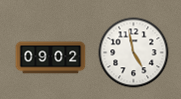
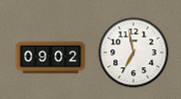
clock at (134, 53): 4:58 -> 6:58
